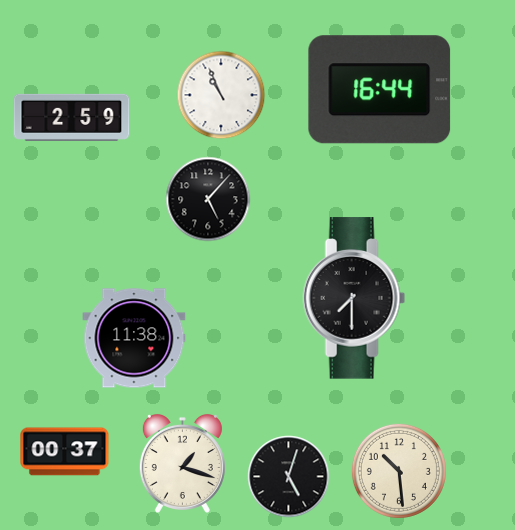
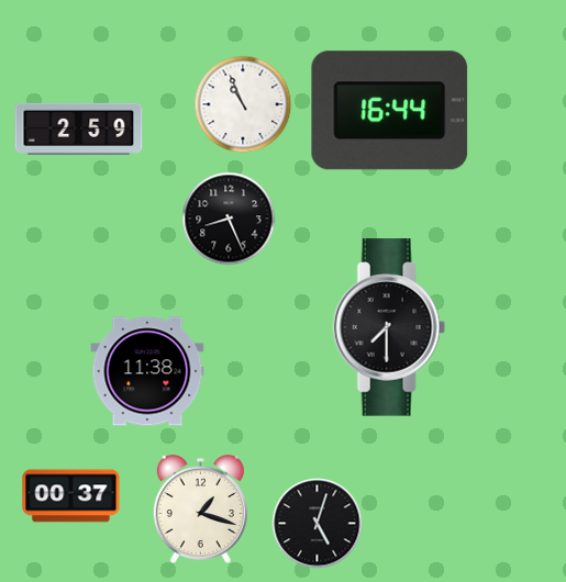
clock at (380, 90) position: (380, 90) -> (390, 111)
clock at (208, 199): 5:07 -> 8:26
clock at (399, 471): 10:29 -> none
